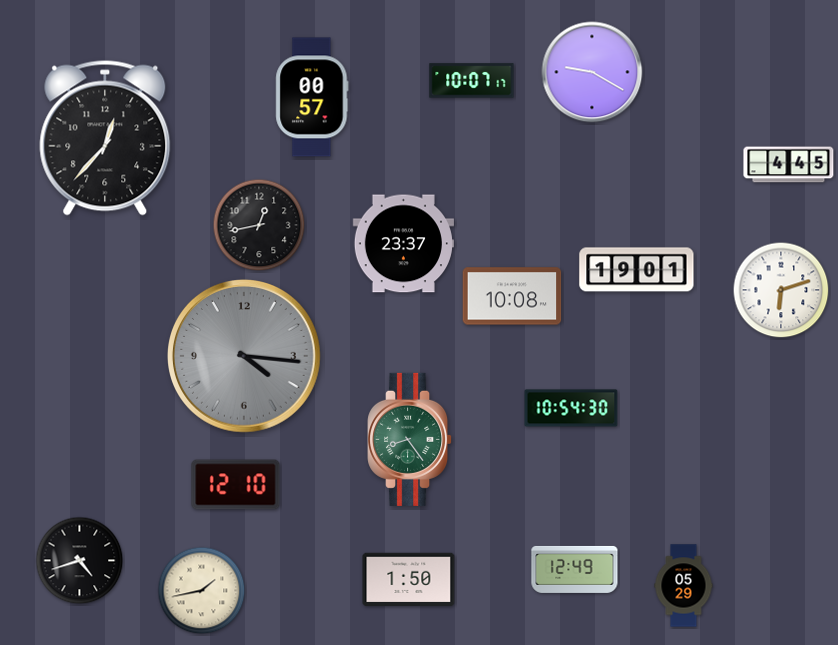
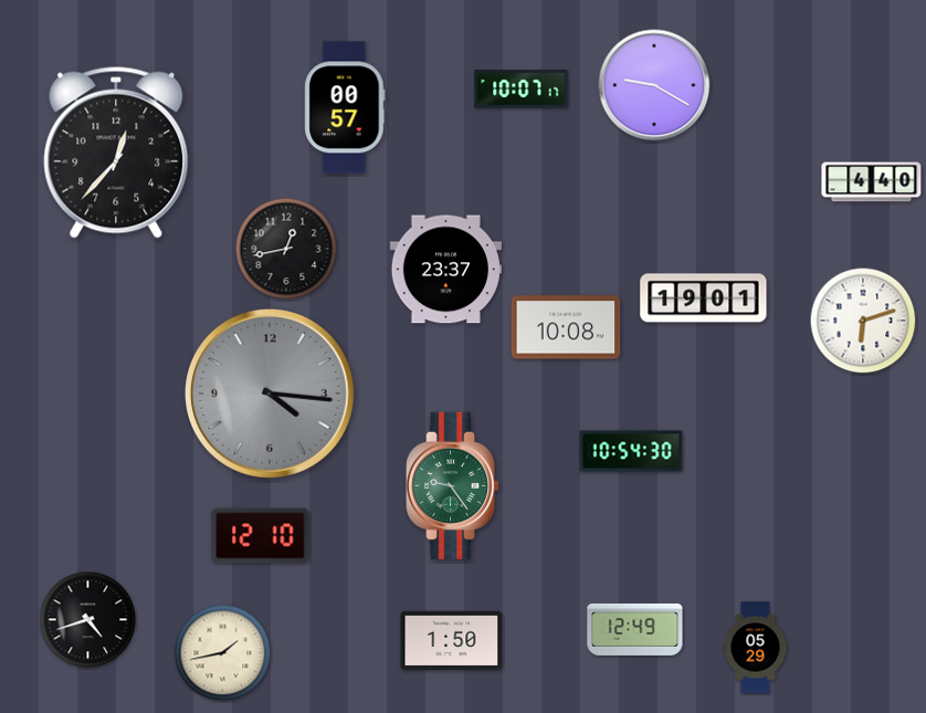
clock at (592, 72) position: (592, 72) -> (654, 85)
clock at (789, 165): 4:45 -> 4:40
clock at (410, 439): 8:24 -> 9:24
